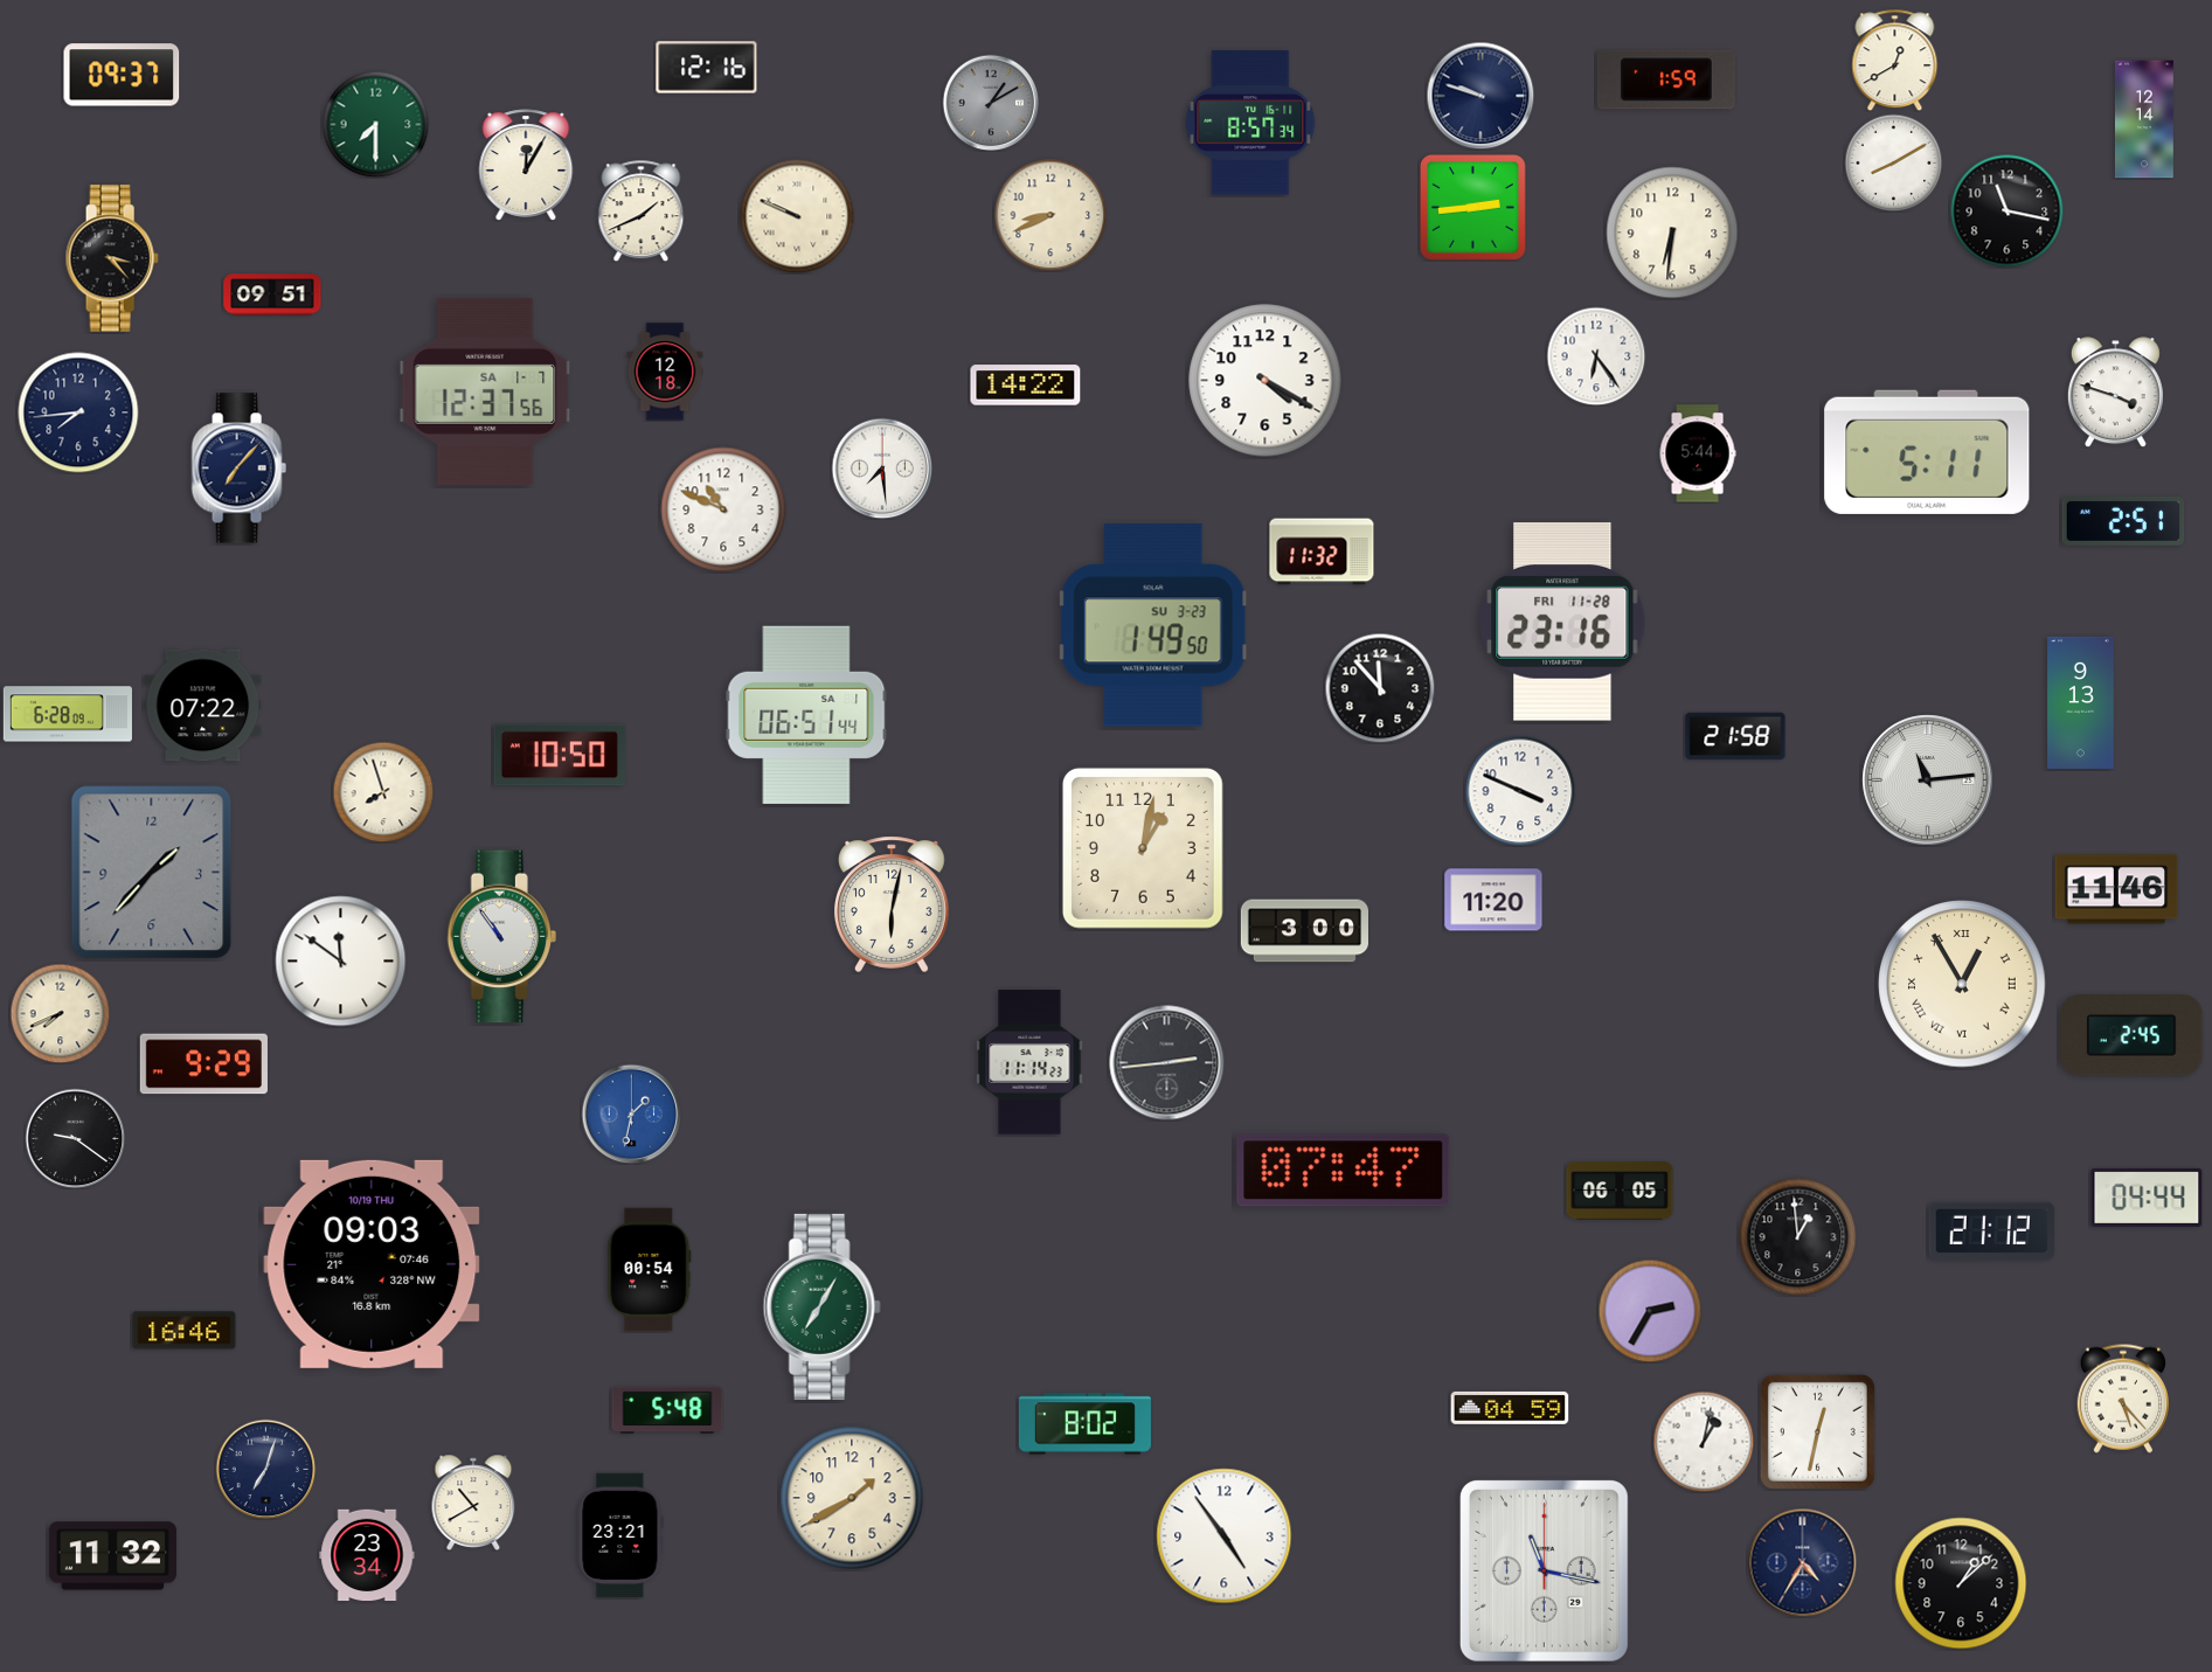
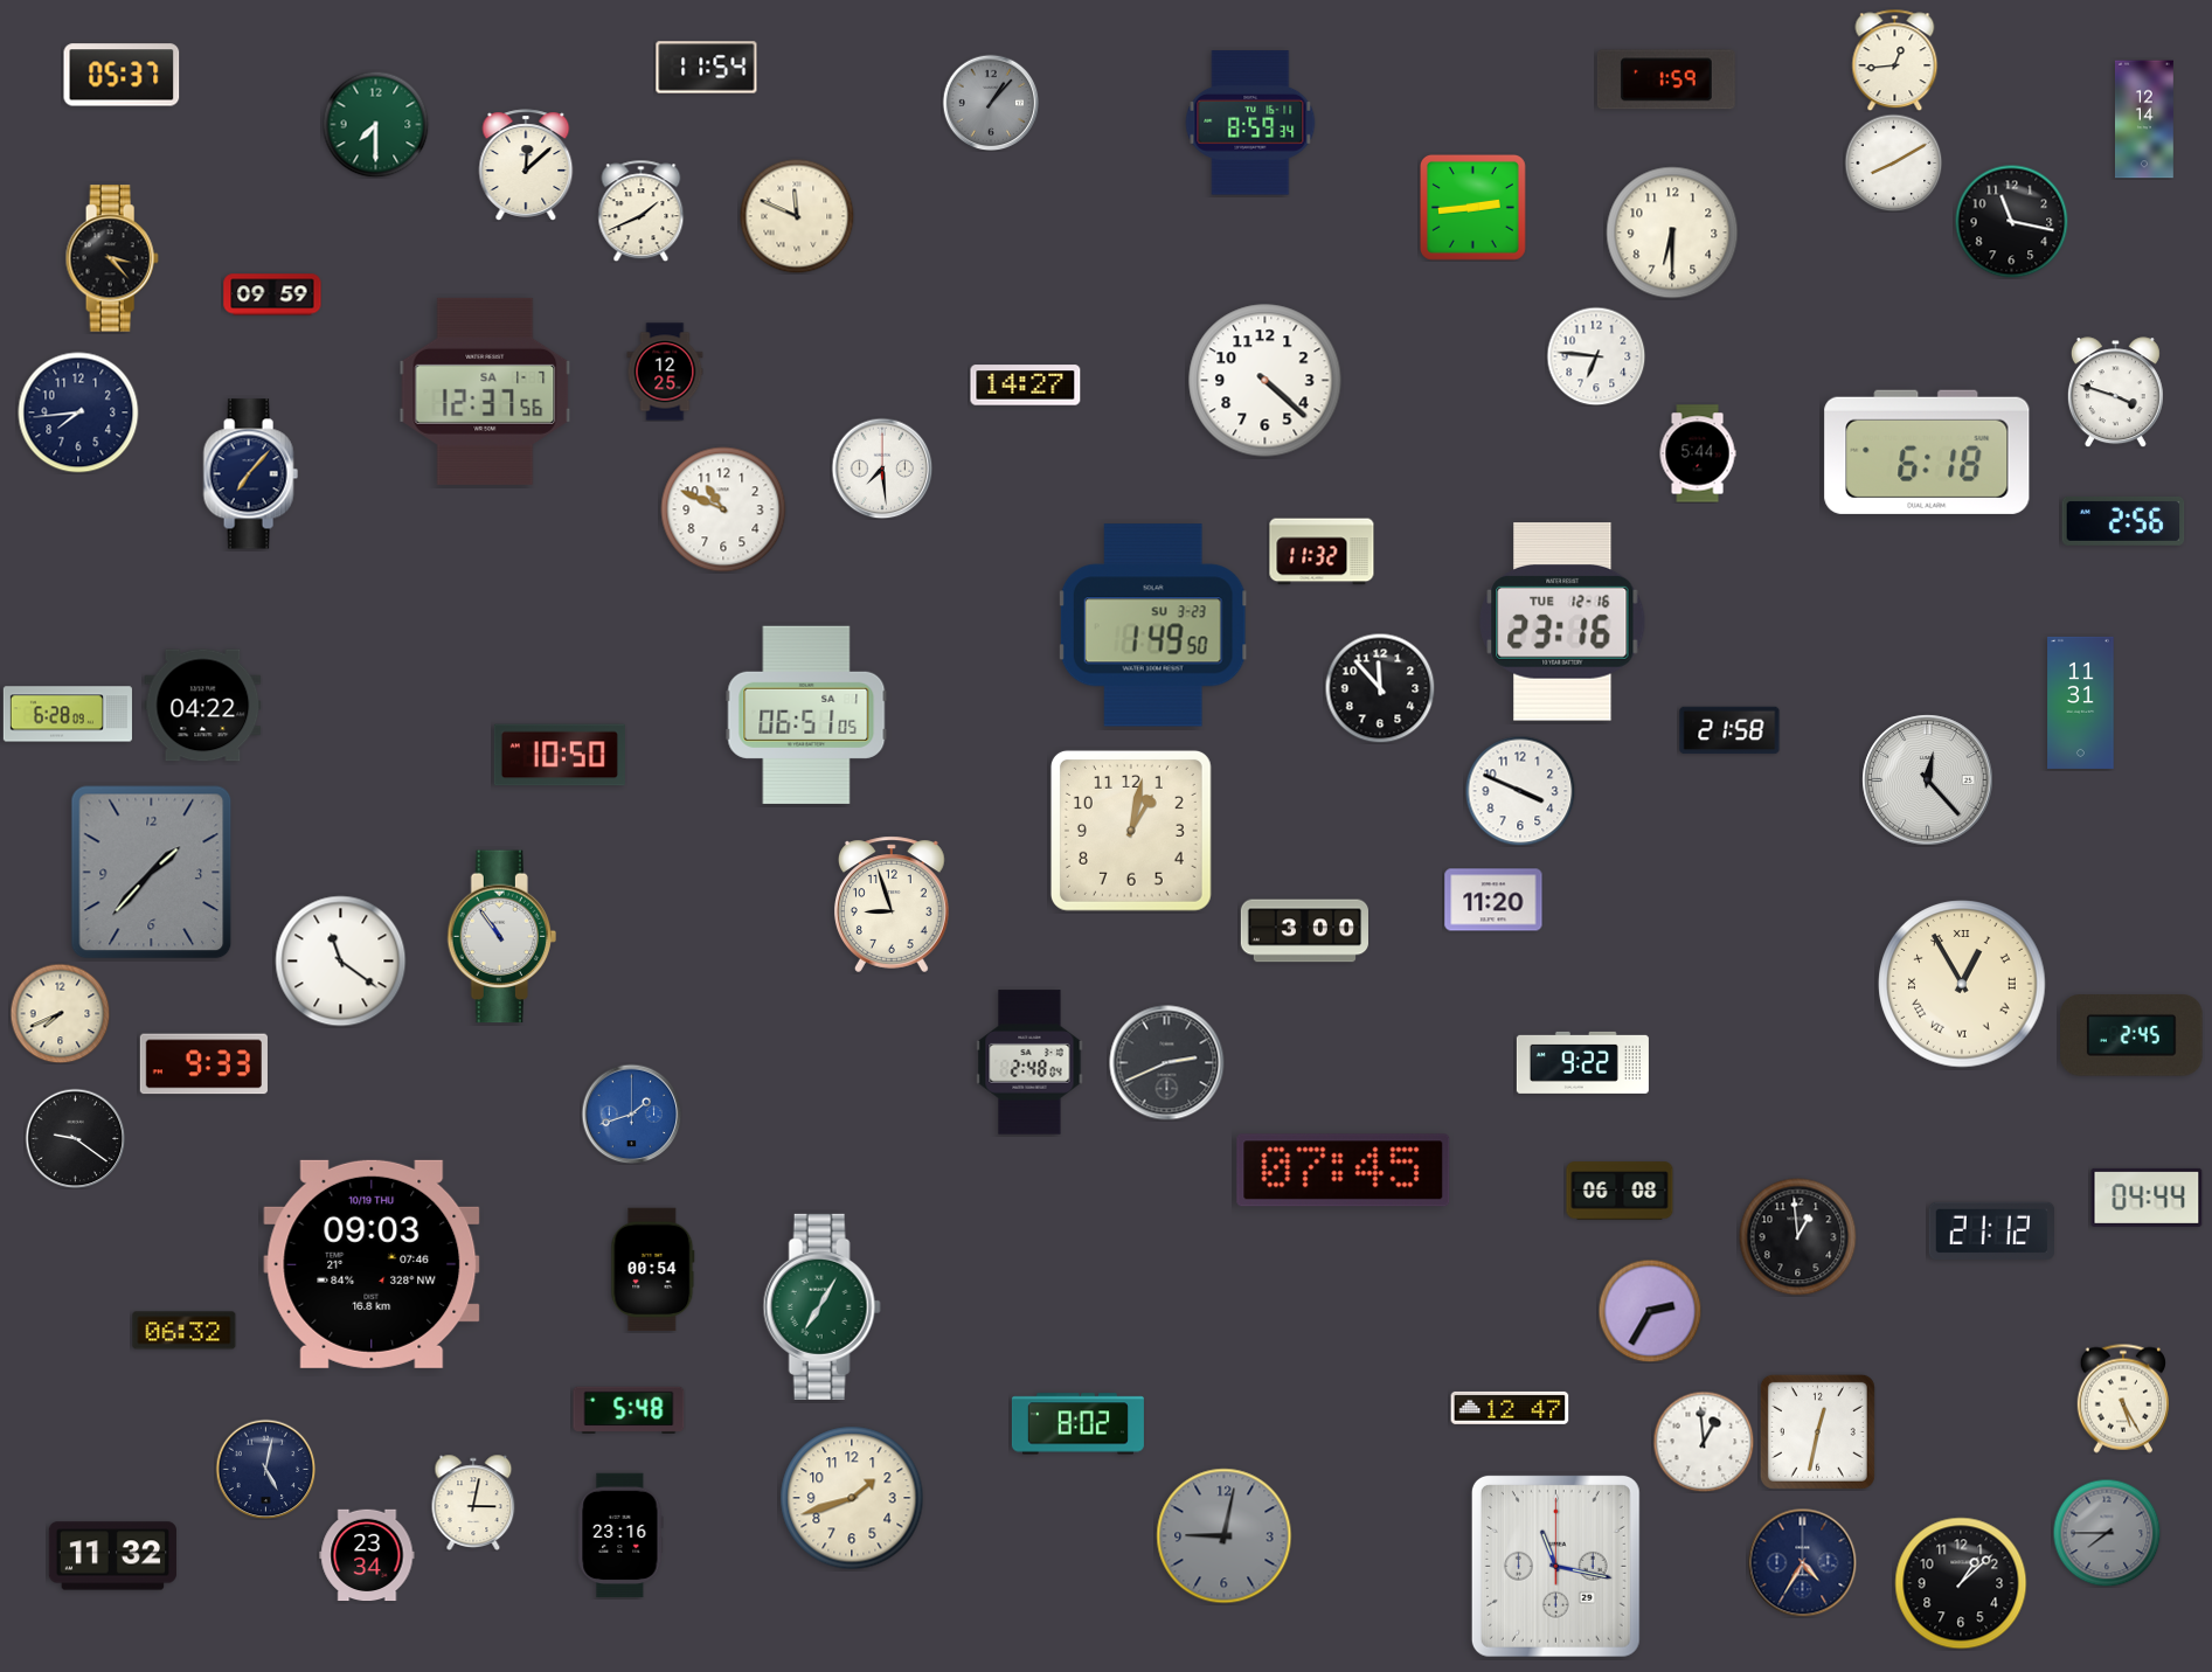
clock at (1895, 60): 12:40 -> 12:44
clock at (707, 68): 12:16 -> 11:54
clock at (122, 75): 09:37 -> 05:37
clock at (1481, 96): 9:48 -> none
clock at (991, 103): 1:10 -> 1:07
clock at (1250, 123): 8:57 -> 8:59
clock at (526, 165): 12:05 -> 12:08
clock at (2006, 210) position: (2006, 210) -> (2011, 221)
clock at (1050, 215): 8:41 -> none
clock at (797, 216): 9:49 -> 11:49
clock at (1672, 233): 6:31 -> 6:30
clock at (272, 294): 09:51 -> 09:59
clock at (1596, 356): 6:24 -> 6:46
clock at (665, 372): 12:18 -> 12:25
clock at (1266, 381): 4:20 -> 4:22
clock at (1026, 386): 14:22 -> 14:27
clock at (1927, 452): 5:11 -> 6:18
clock at (238, 469) position: (238, 469) -> (250, 474)
clock at (2123, 521): 2:51 -> 2:56
clock at (1562, 622) date: FRI 11-28 -> TUE 12-16
clock at (2081, 702): 9:13 -> 11:31
clock at (203, 706): 07:22 -> 04:22
clock at (806, 715): 06:51:44 -> 06:51:05
clock at (1735, 736) position: (1735, 736) -> (1729, 730)
clock at (1928, 781): 11:14 -> 12:23
clock at (383, 792): 7:57 -> none
clock at (1143, 848) position: (1143, 848) -> (1131, 831)
clock at (2116, 889): 11:46 -> none
clock at (893, 904): 6:02 -> 8:57
clock at (341, 962): 11:51 -> 11:21
clock at (1029, 1062): 11:14 -> 2:48
clock at (1582, 1062): none -> 9:22
clock at (1167, 1063): 2:44 -> 2:41
clock at (203, 1064): 9:29 -> 9:33
clock at (631, 1113): 1:32 -> 1:42
clock at (1344, 1171): 07:47 -> 07:45
clock at (1620, 1191): 06:05 -> 06:08
clock at (650, 1270) position: (650, 1270) -> (653, 1270)
clock at (185, 1331): 16:46 -> 06:32
clock at (2122, 1399): 5:23 -> 5:25
clock at (1510, 1408): 04:59 -> 12:47
clock at (667, 1410) position: (667, 1410) -> (629, 1410)
clock at (1084, 1424) position: (1084, 1424) -> (1077, 1424)
clock at (1704, 1442): 1:02 -> 12:59
clock at (265, 1469): 7:03 -> 5:02
clock at (852, 1498): 1:40 -> 1:42
clock at (473, 1501): 10:40 -> 3:02
clock at (2107, 1533): none -> 7:45
clock at (620, 1535): 23:21 -> 23:16
clock at (1225, 1536): 4:54 -> 9:02
clock at (1225, 1536) dial: white -> grey
clock at (1544, 1570) position: (1544, 1570) -> (1555, 1566)
